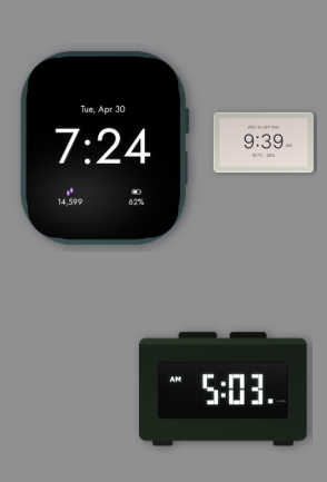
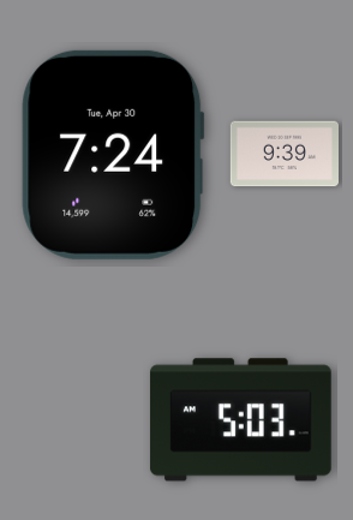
clock at (105, 148) position: (105, 148) -> (113, 155)
